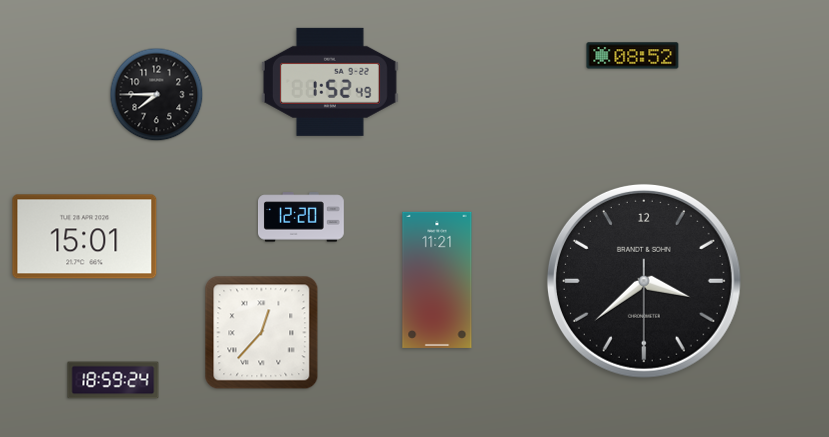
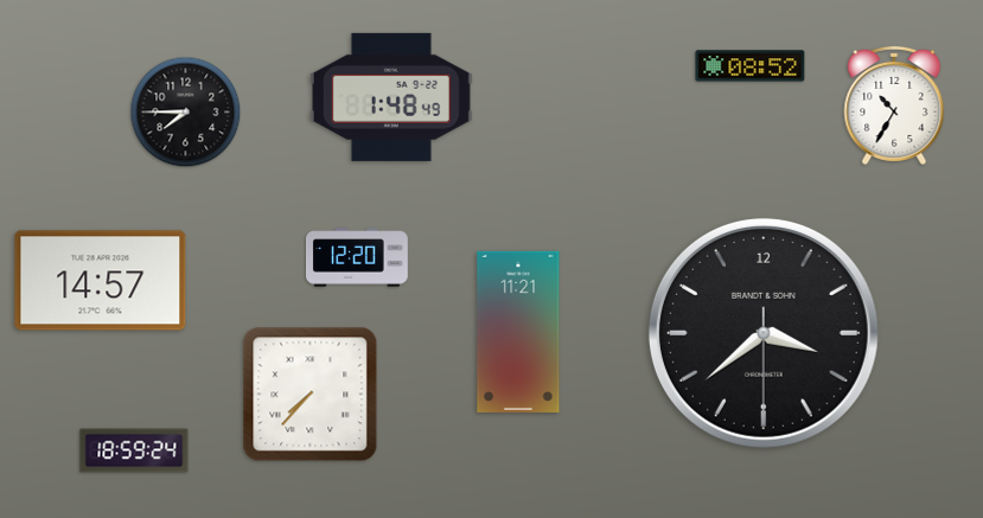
clock at (330, 82): 1:52 -> 1:48
clock at (894, 105): none -> 10:35
clock at (85, 237): 15:01 -> 14:57
clock at (262, 333): 12:37 -> 7:37
